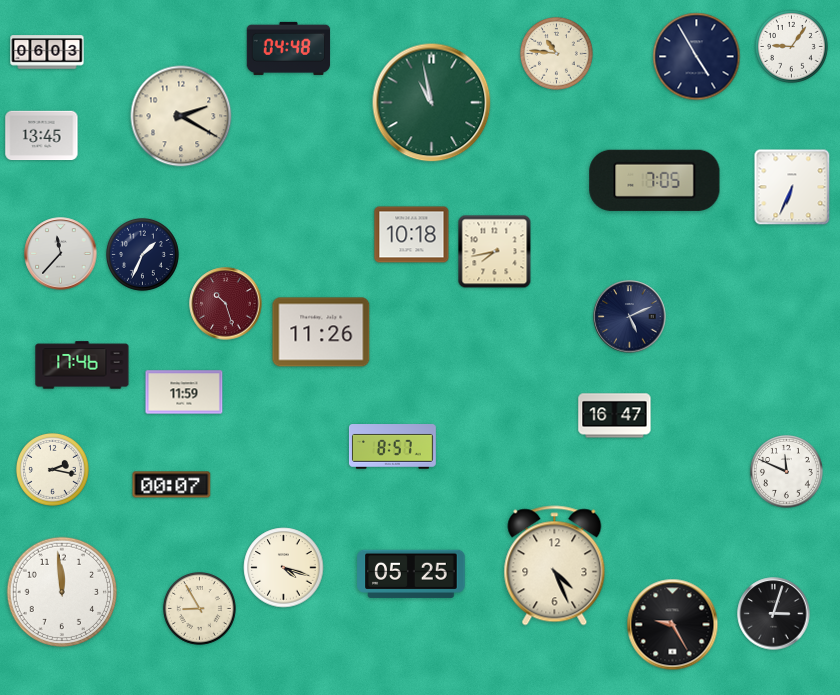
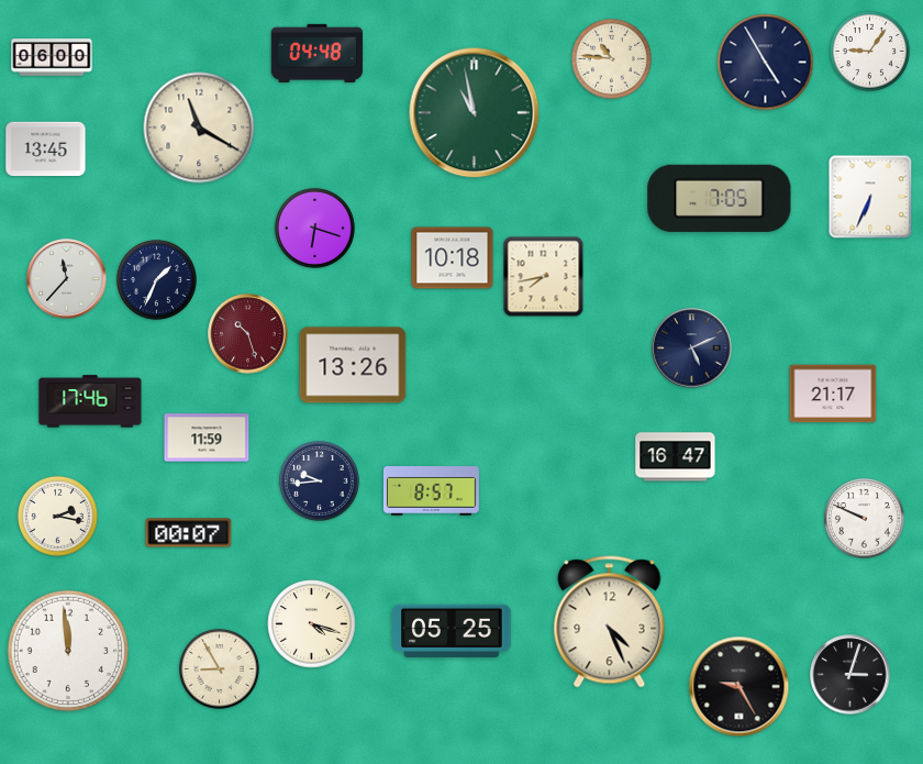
clock at (47, 52): 06:03 -> 06:00
clock at (181, 116): 2:20 -> 11:20
clock at (792, 187) position: (792, 187) -> (870, 197)
clock at (315, 229): none -> 6:18
clock at (321, 332): 11:26 -> 13:26
clock at (833, 394): none -> 21:17
clock at (184, 392) position: (184, 392) -> (207, 438)
clock at (320, 481): none -> 9:44
clock at (787, 472): 11:49 -> 9:49
